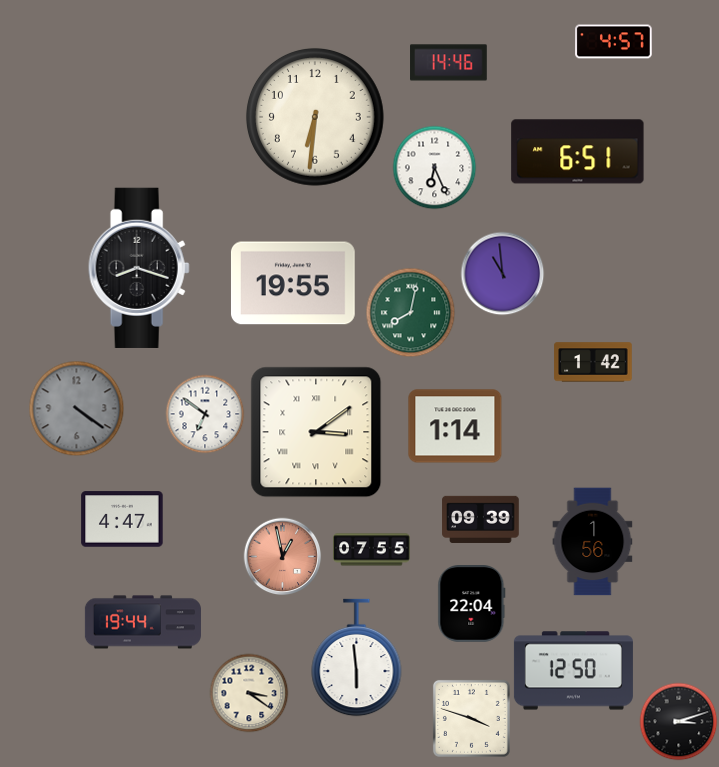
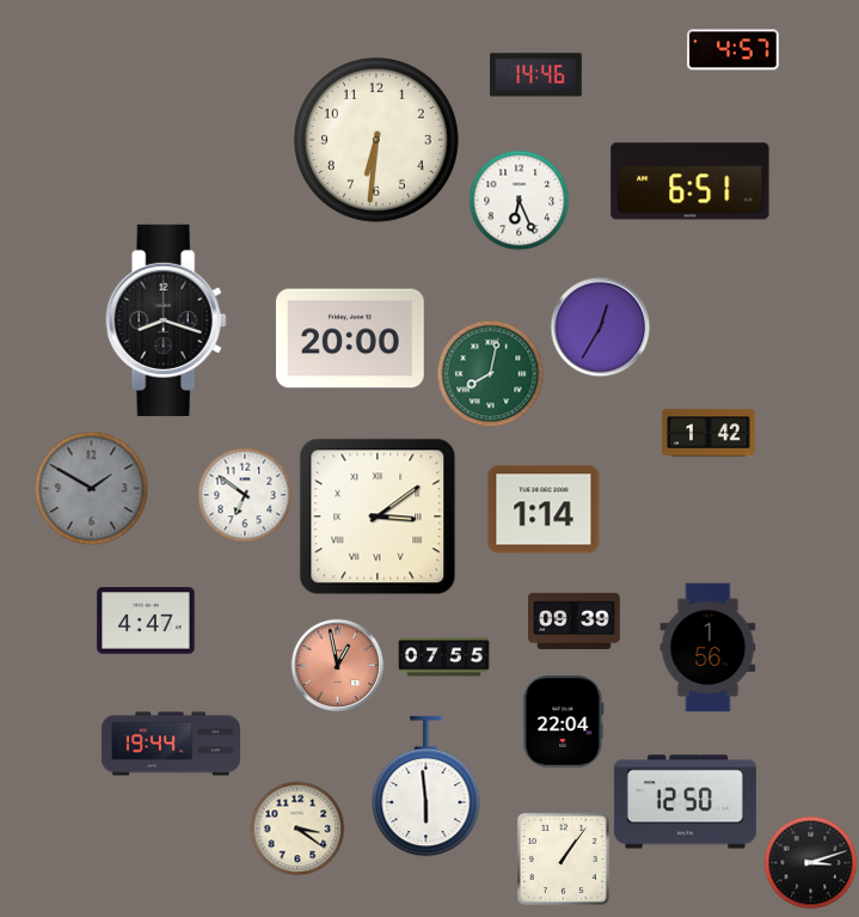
clock at (502, 273): 10:59 -> 12:35
clock at (293, 283): 19:55 -> 20:00
clock at (76, 408): 4:21 -> 1:50
clock at (471, 718): 3:48 -> 1:06
